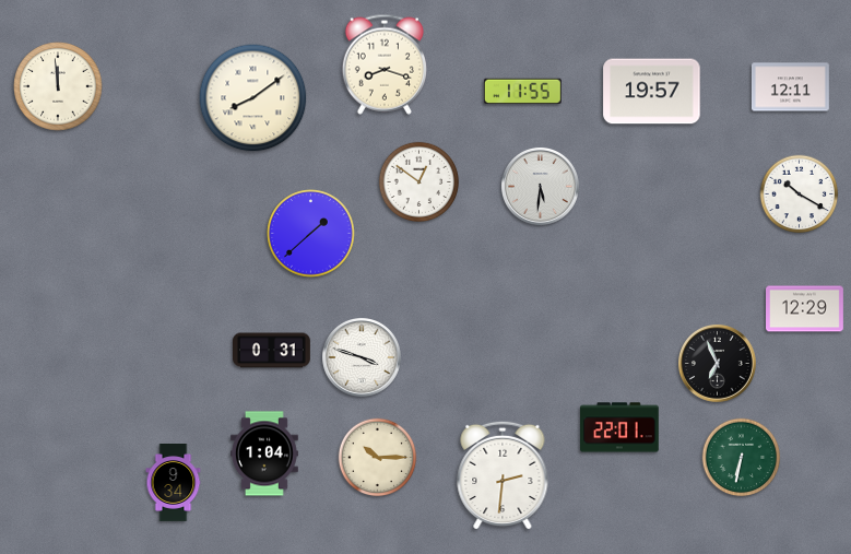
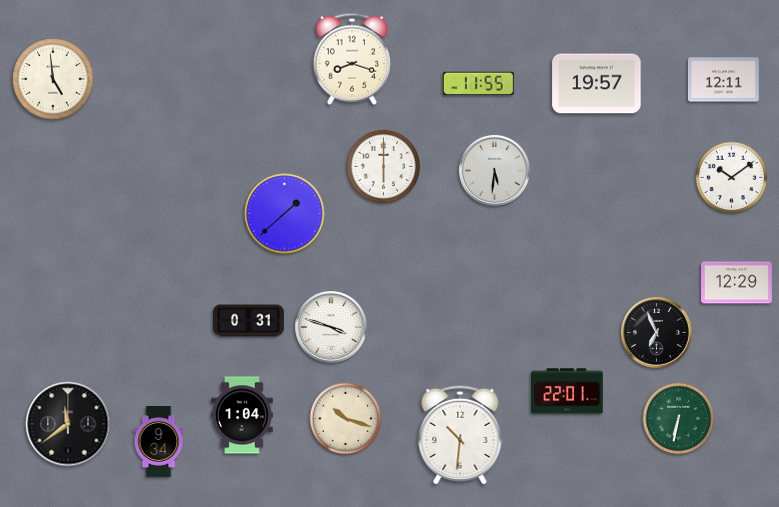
clock at (58, 86): 11:59 -> 4:59
clock at (253, 98): 8:09 -> none
clock at (418, 181): 12:51 -> 6:00
clock at (800, 195): 10:20 -> 10:09
clock at (378, 458): 10:15 -> 10:18
clock at (68, 424): none -> 11:39
clock at (503, 475): 2:31 -> 10:31
